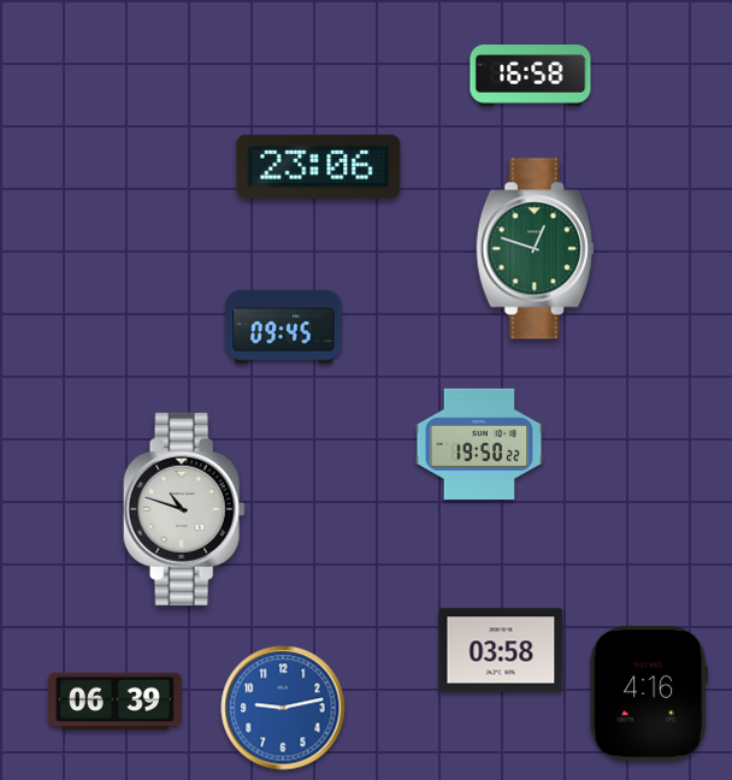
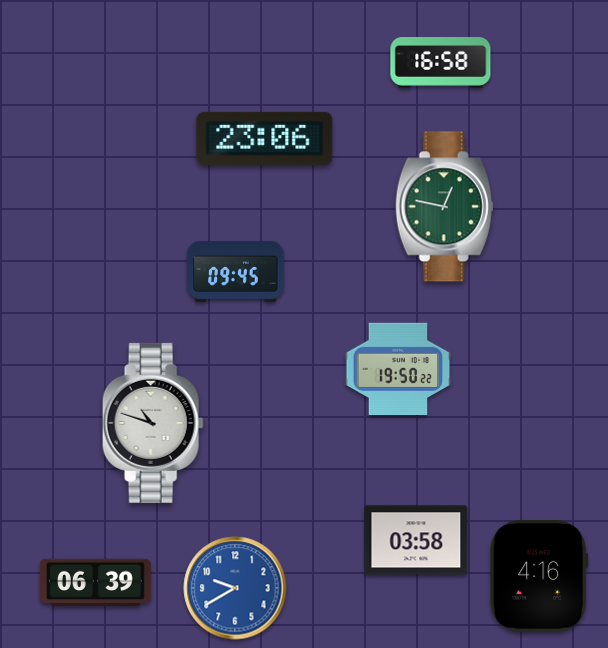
clock at (535, 249): 12:48 -> 12:47
clock at (283, 708): 9:13 -> 9:40
